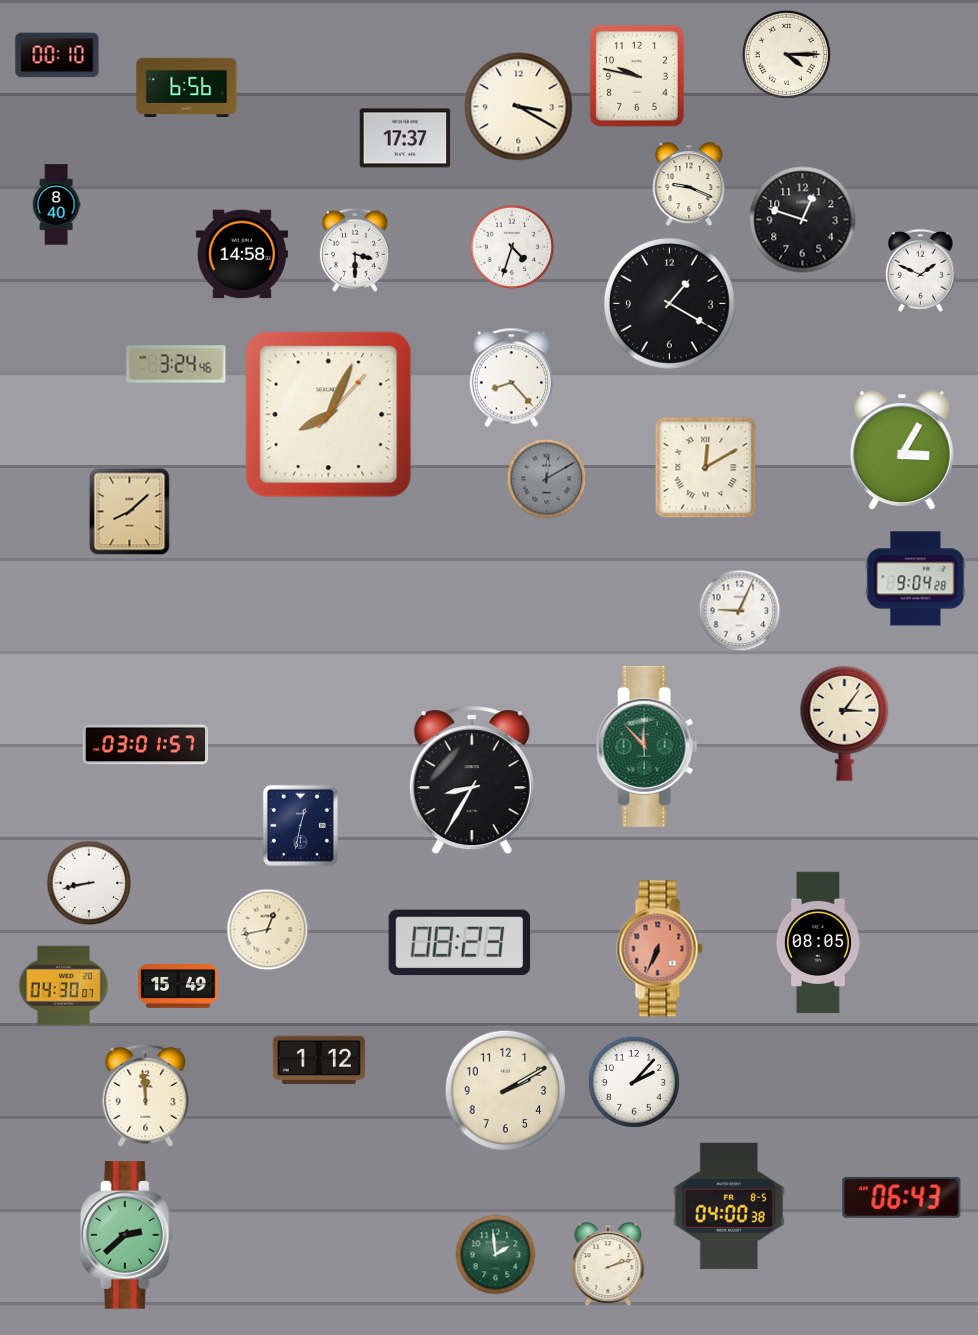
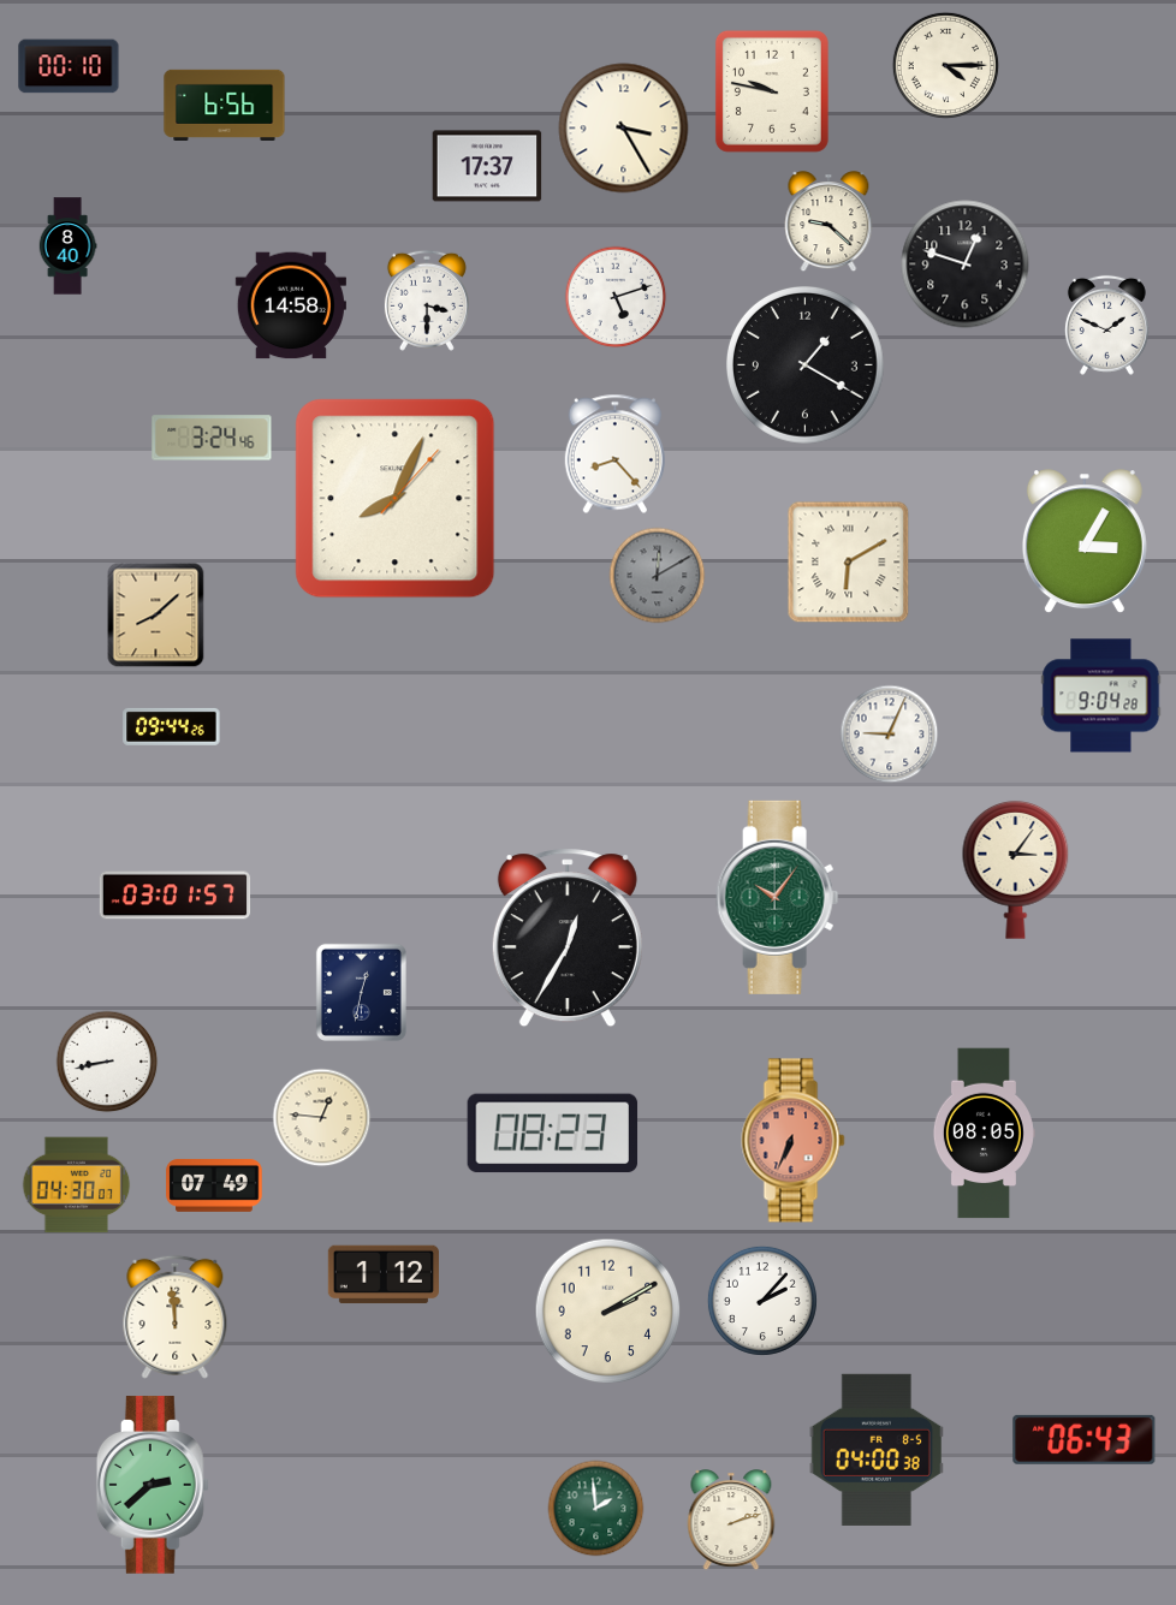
clock at (637, 76) position: (637, 76) -> (772, 91)
clock at (519, 107): 3:20 -> 3:25
clock at (689, 185): 9:19 -> 9:22
clock at (512, 247): 4:33 -> 5:12
clock at (706, 468): 12:10 -> 6:10
clock at (172, 726): none -> 09:44
clock at (647, 746): 11:53 -> 10:06
clock at (472, 780): 8:35 -> 12:35
clock at (268, 930): 12:43 -> 12:46
clock at (178, 986): 15:49 -> 07:49
